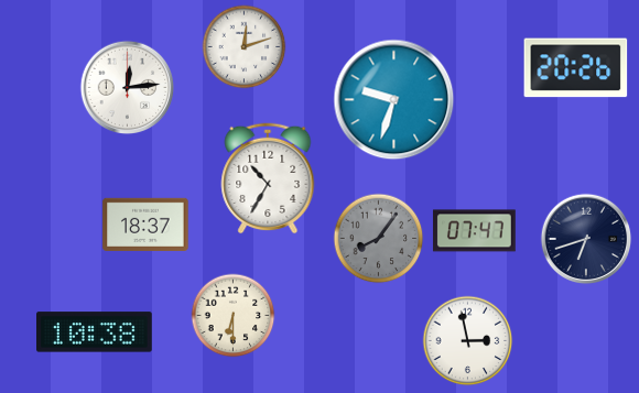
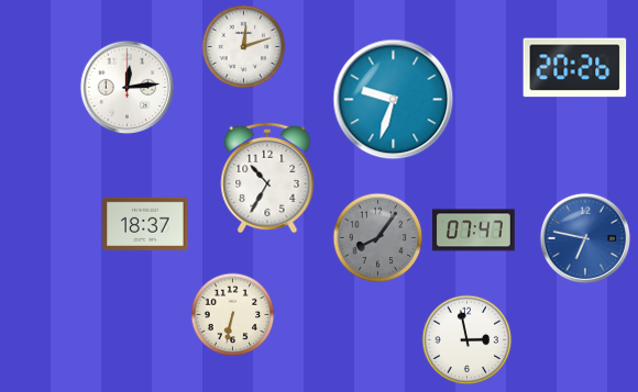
clock at (586, 239): 6:42 -> 6:47
clock at (586, 239) dial: navy -> blue
clock at (234, 316): 6:30 -> 6:32
clock at (95, 332): 10:38 -> none
